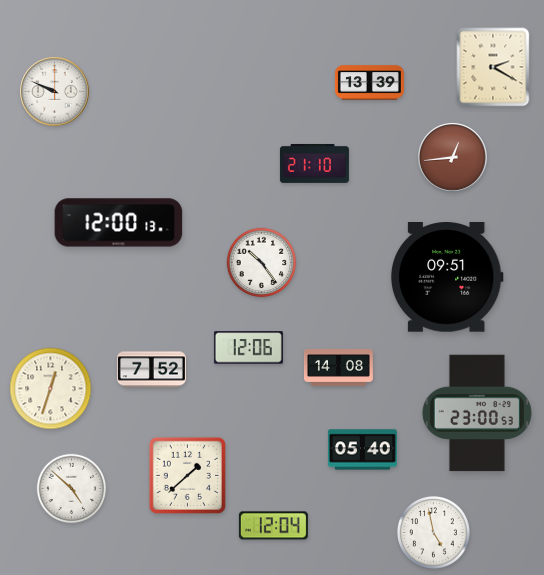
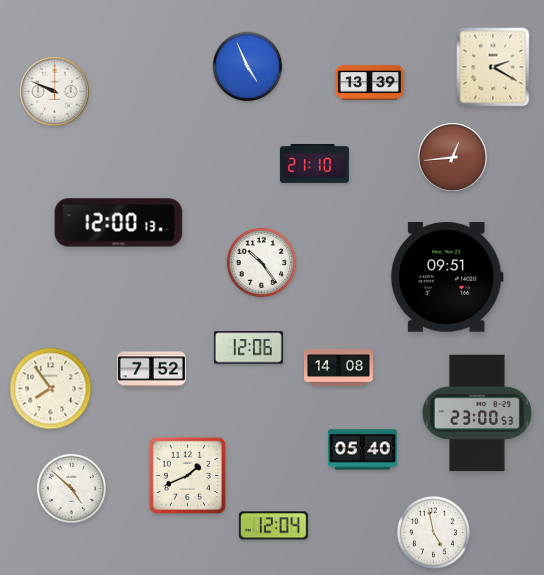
clock at (248, 67): none -> 4:56
clock at (51, 389): 12:33 -> 7:54
clock at (187, 475): 1:38 -> 1:41
